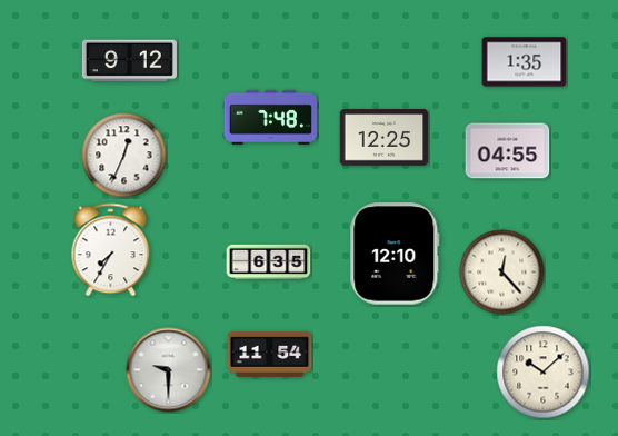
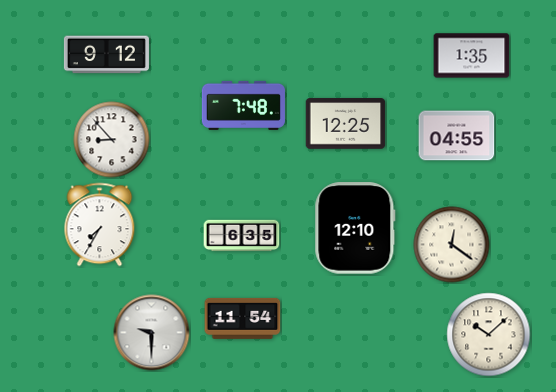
clock at (129, 61) position: (129, 61) -> (106, 55)
clock at (124, 156): 12:34 -> 8:53
clock at (502, 272): 12:23 -> 12:21
